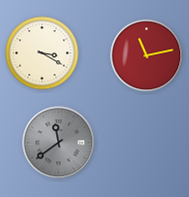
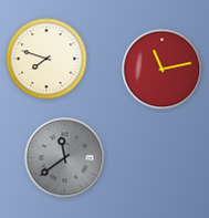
clock at (42, 53): 3:20 -> 7:48
clock at (147, 56) position: (147, 56) -> (163, 70)
